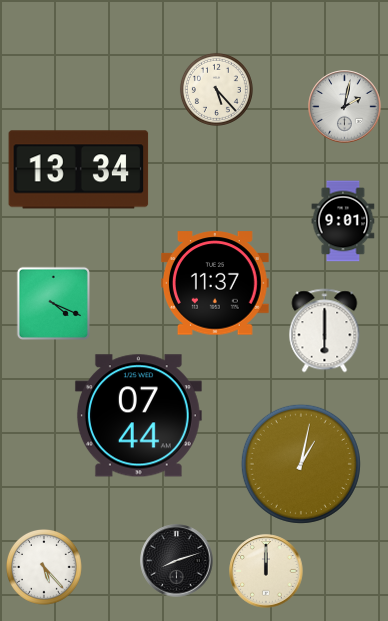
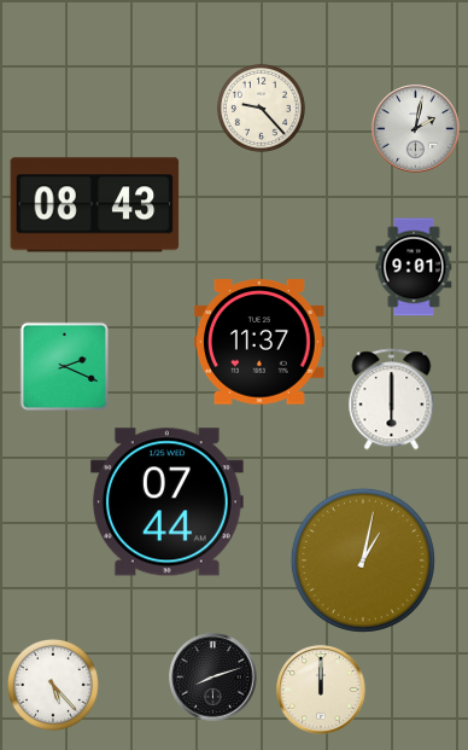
clock at (216, 89): 5:23 -> 9:23
clock at (79, 170): 13:34 -> 08:43
clock at (53, 303): 4:19 -> 2:19
